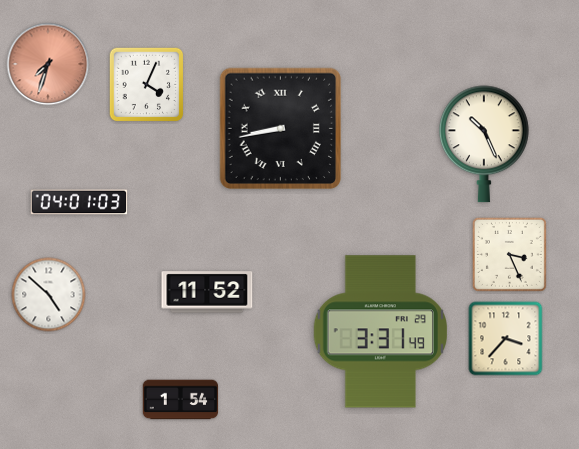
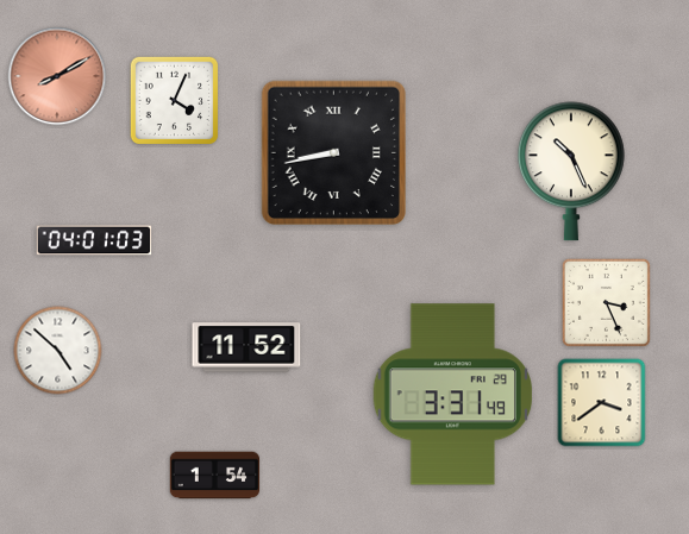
clock at (48, 64): 7:33 -> 8:10
clock at (484, 144) position: (484, 144) -> (571, 171)
clock at (506, 339): 3:37 -> 3:39
